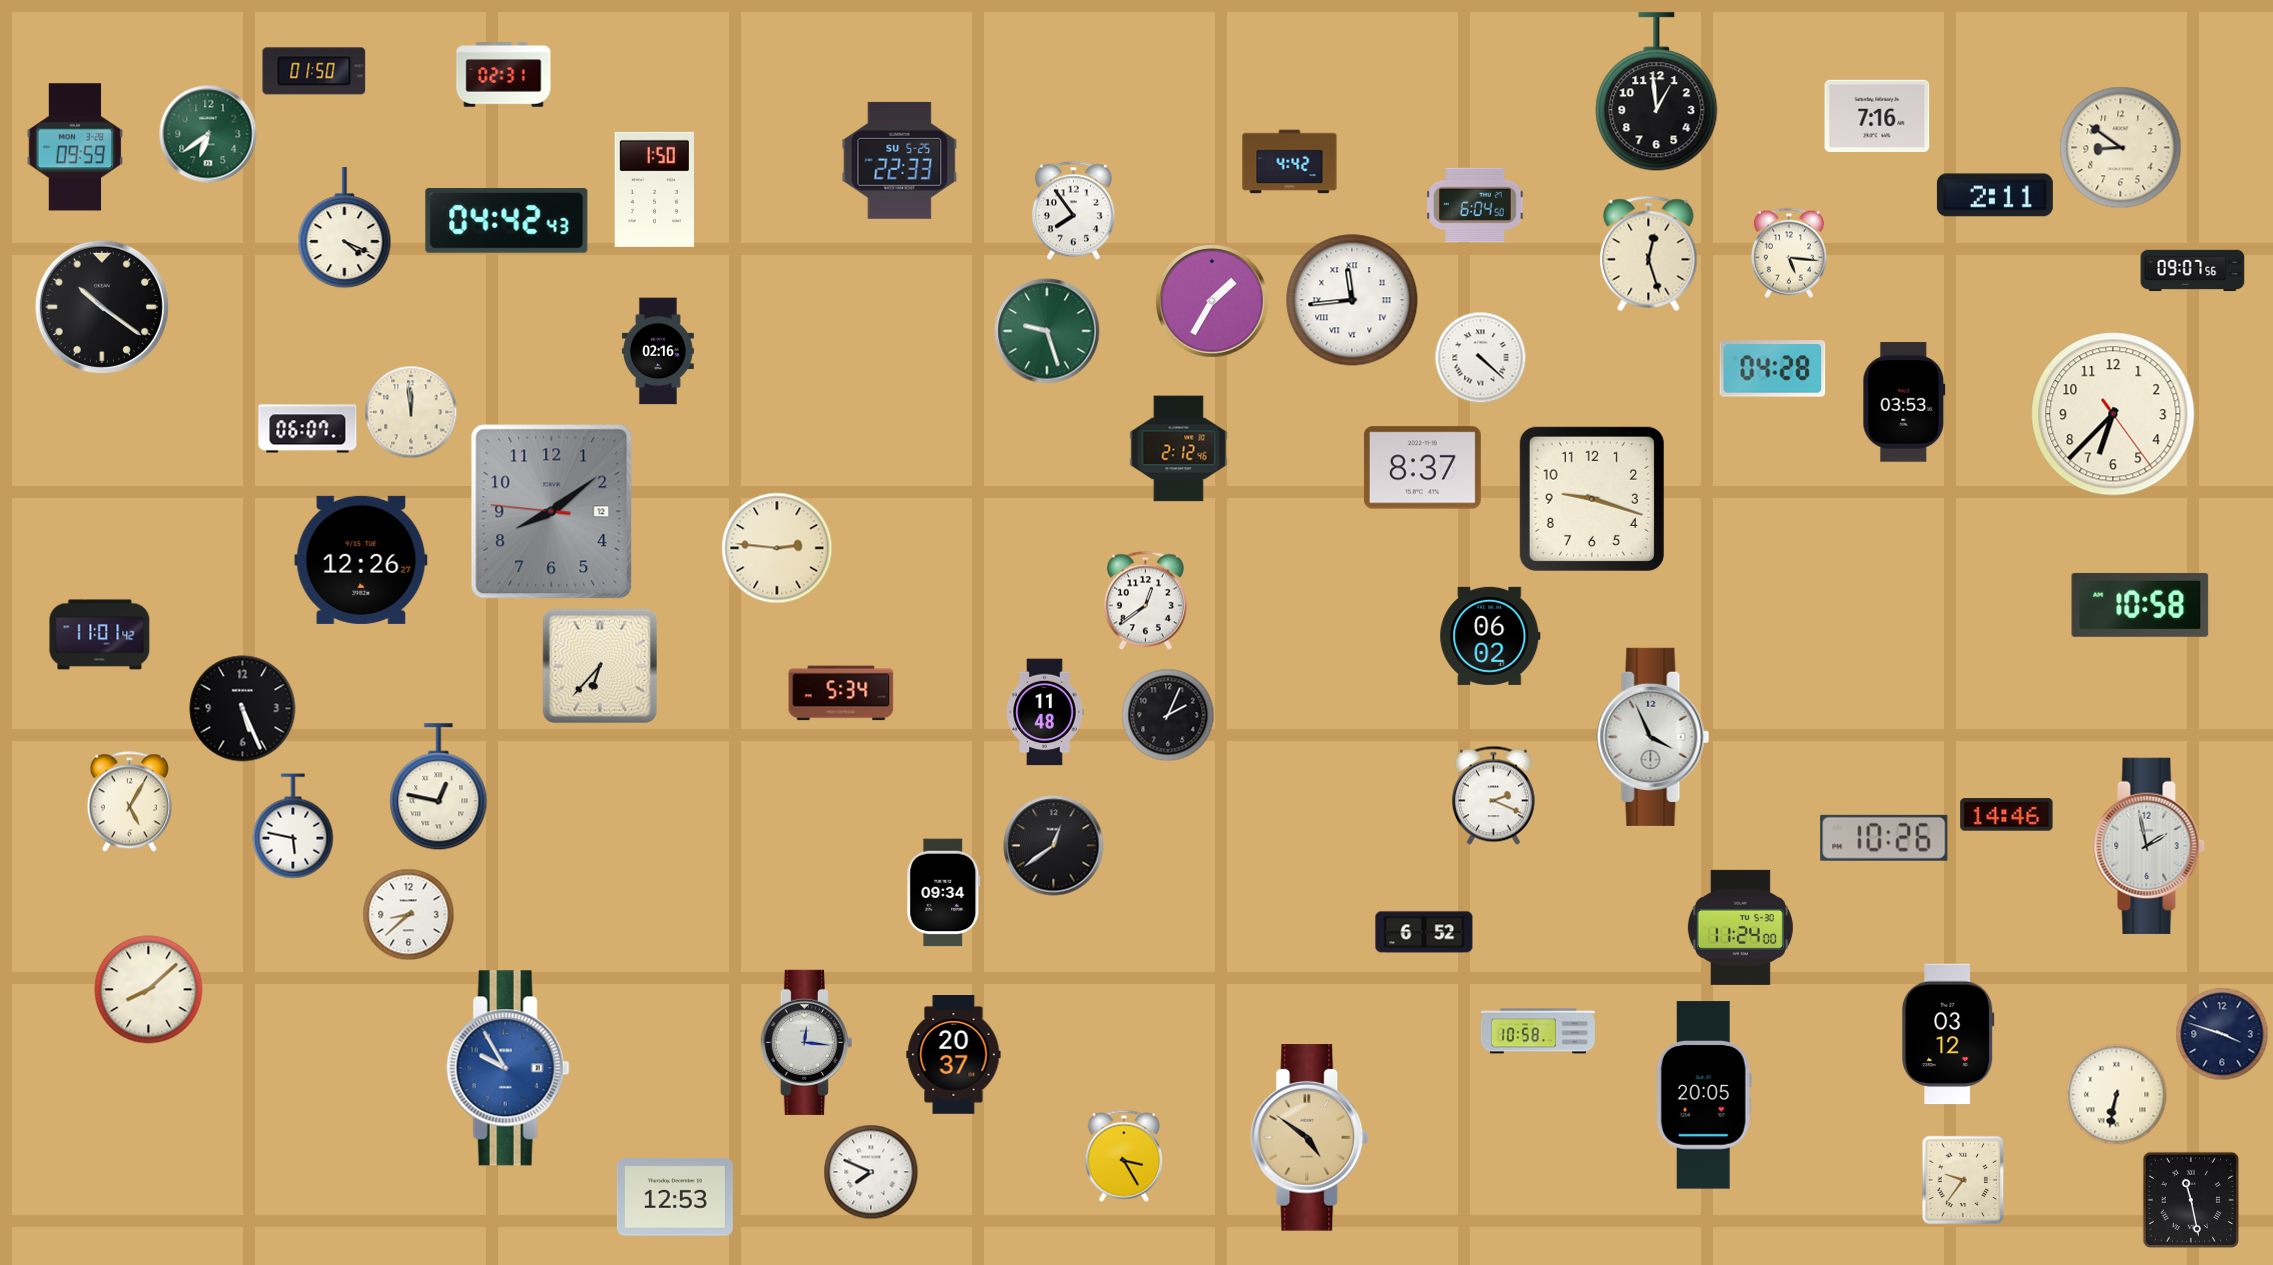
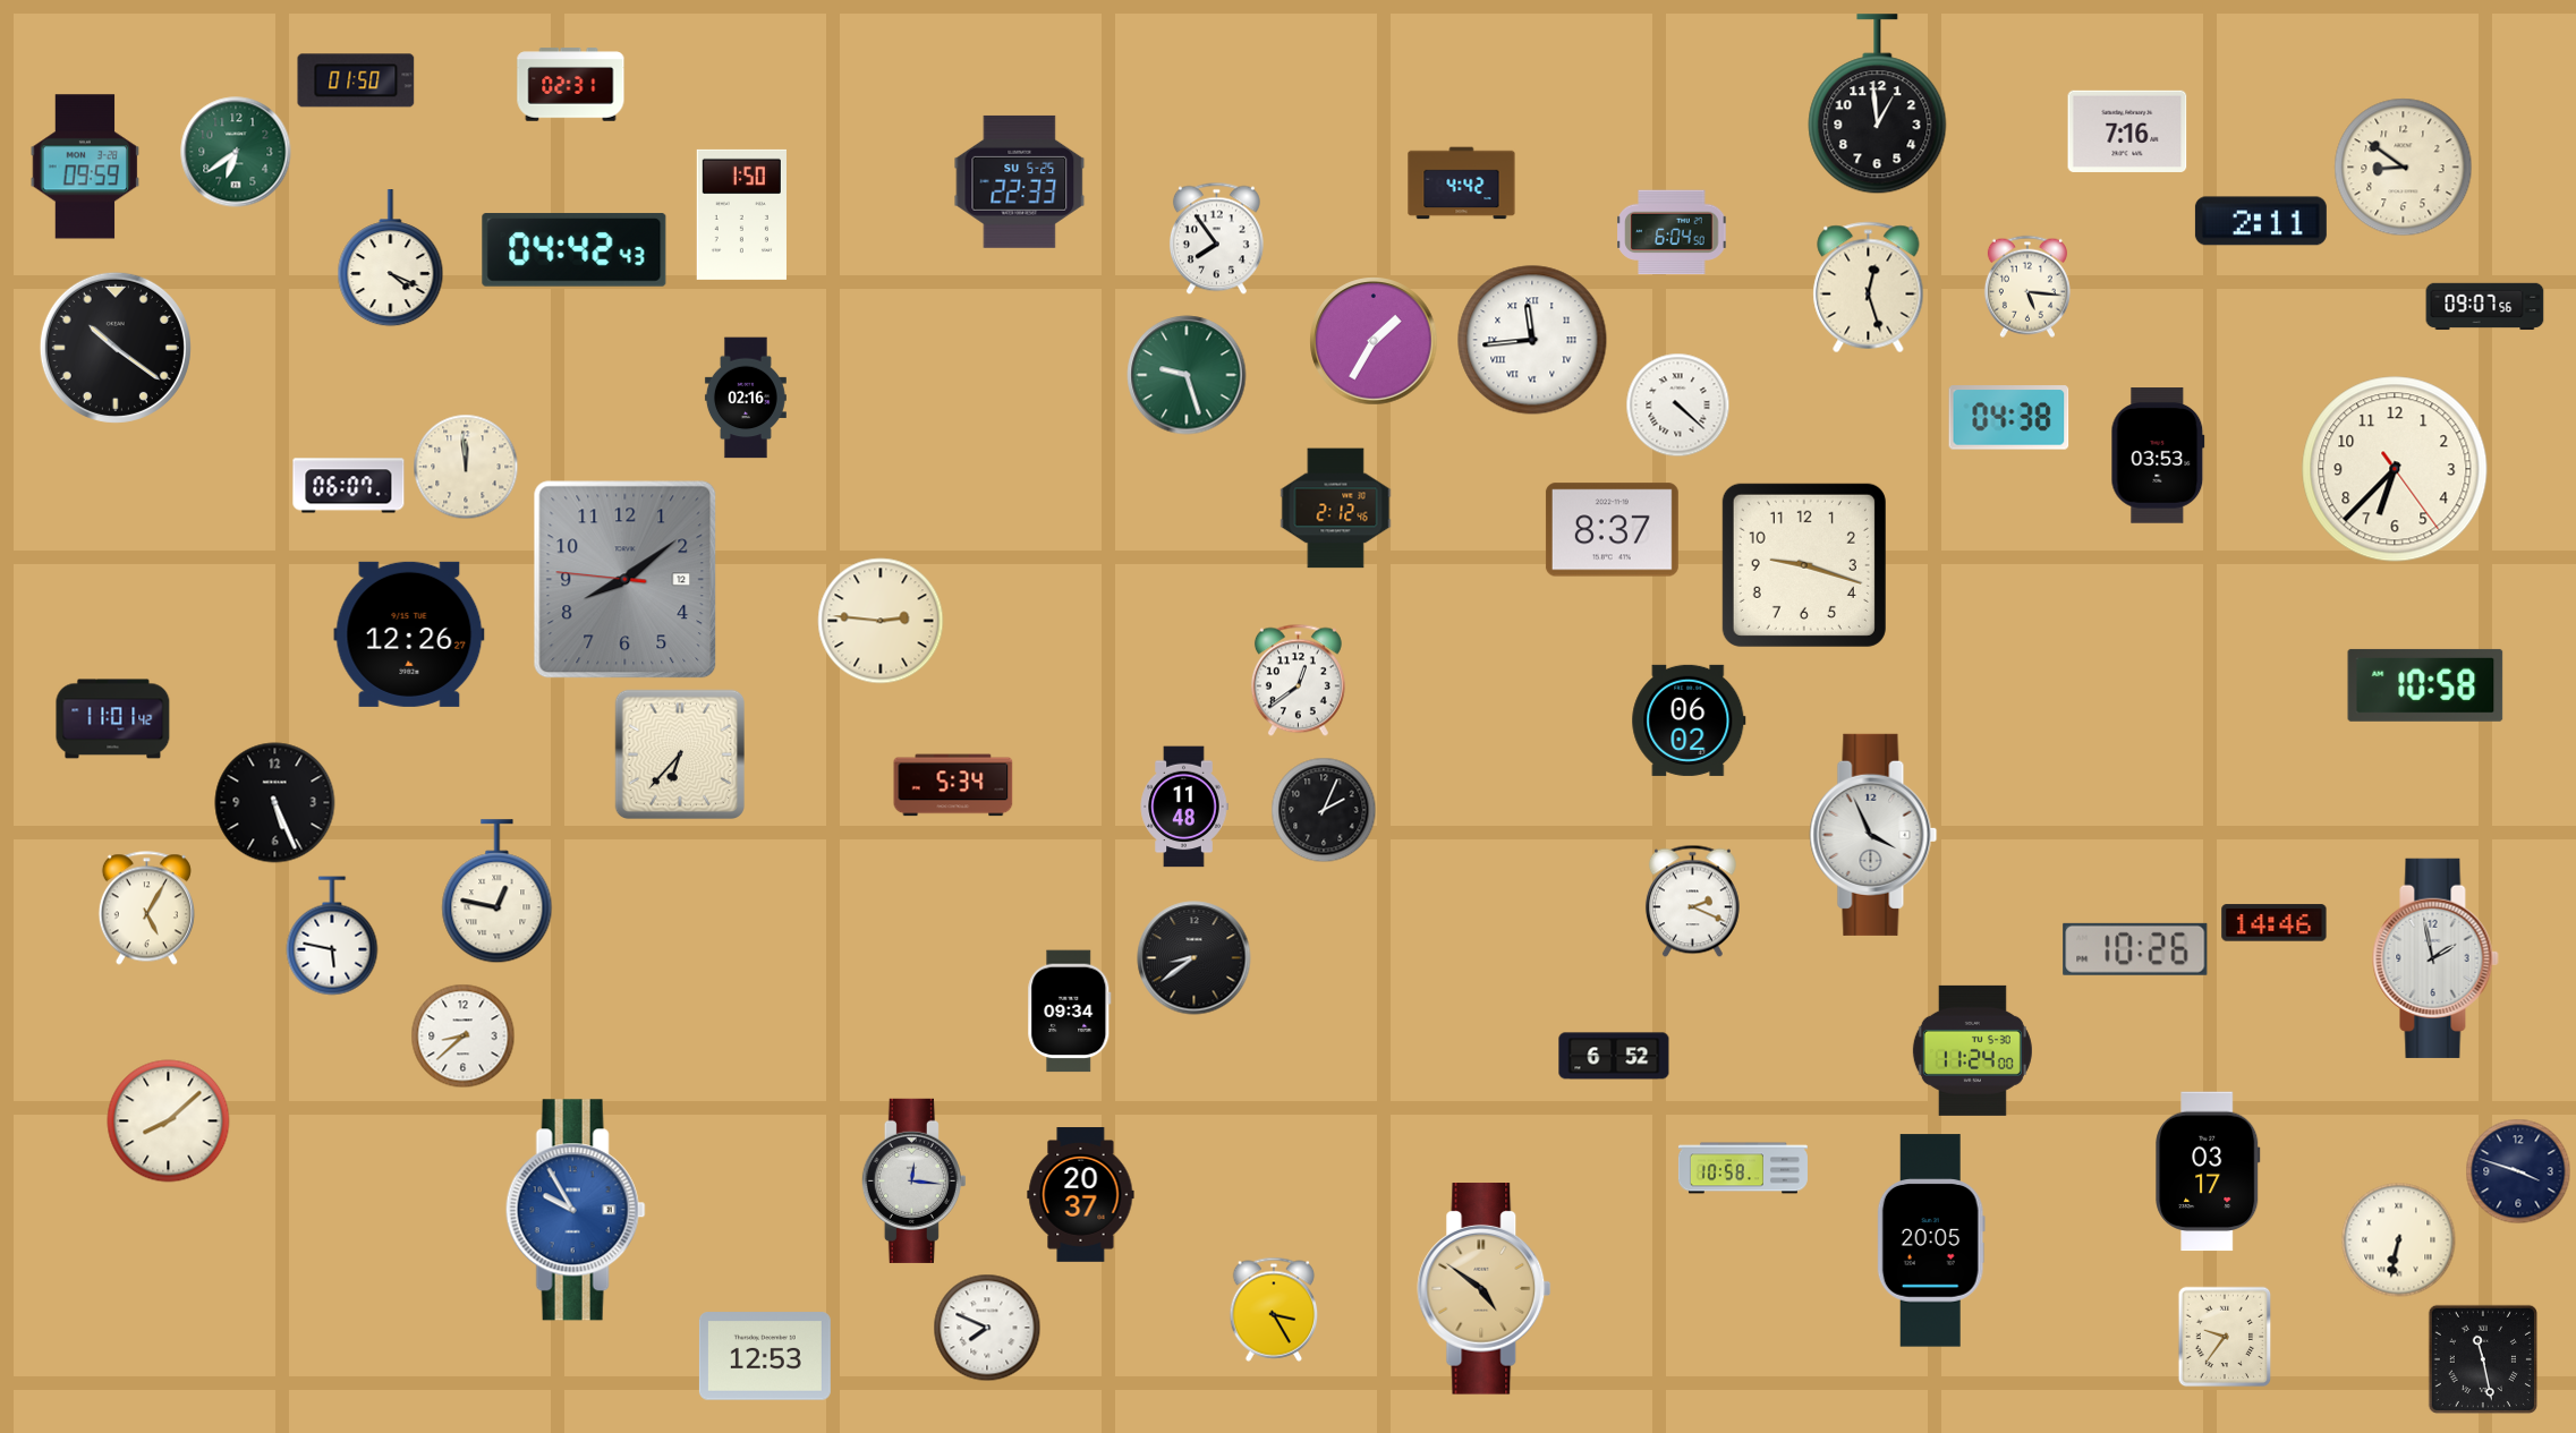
clock at (1773, 369): 04:28 -> 04:38
clock at (1054, 846): 12:39 -> 8:39
clock at (1948, 1034): 03:12 -> 03:17
